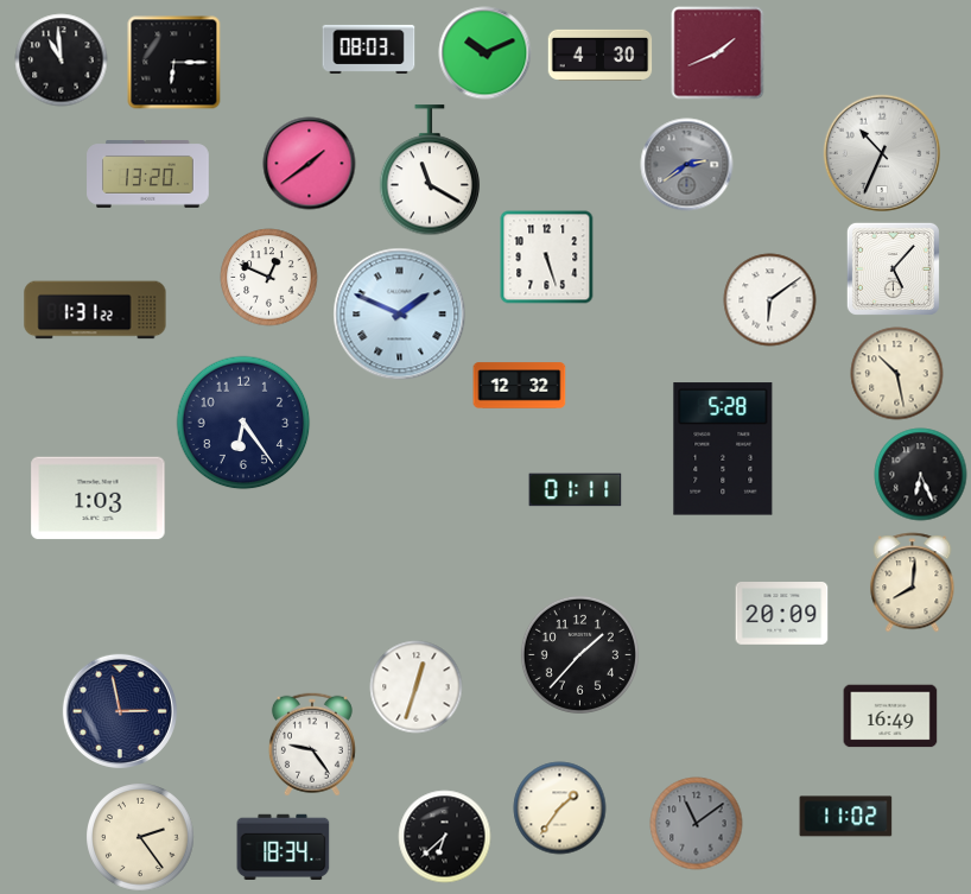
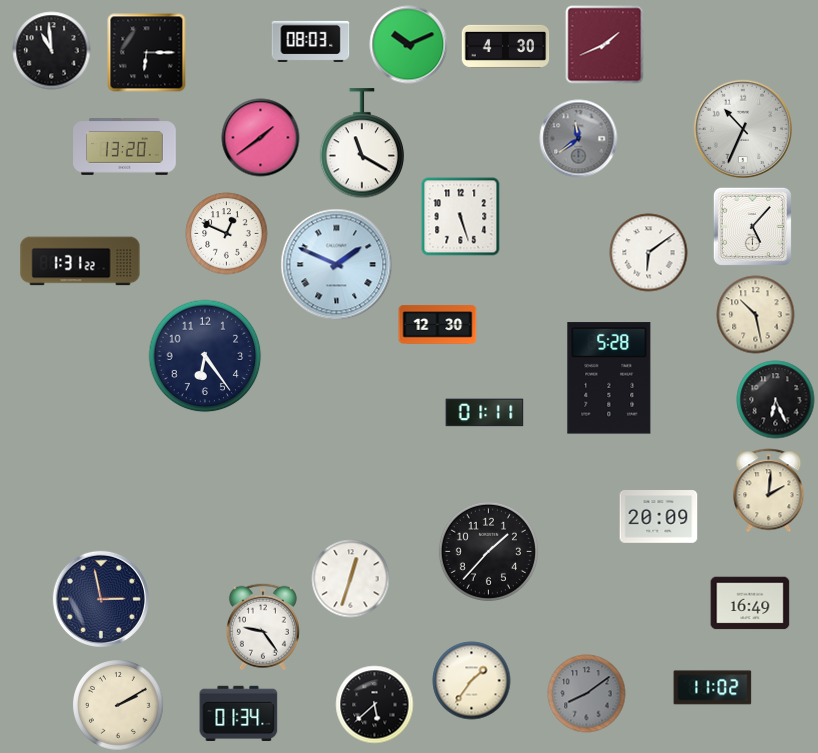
clock at (686, 164): 2:39 -> 11:39
clock at (519, 386): 12:32 -> 12:30
clock at (99, 499): 1:03 -> none
clock at (913, 582): 8:01 -> 2:01
clock at (696, 823): 11:09 -> 8:09
clock at (444, 836): 6:38 -> 5:38
clock at (140, 837): 2:24 -> 2:10
clock at (283, 847): 18:34 -> 01:34
